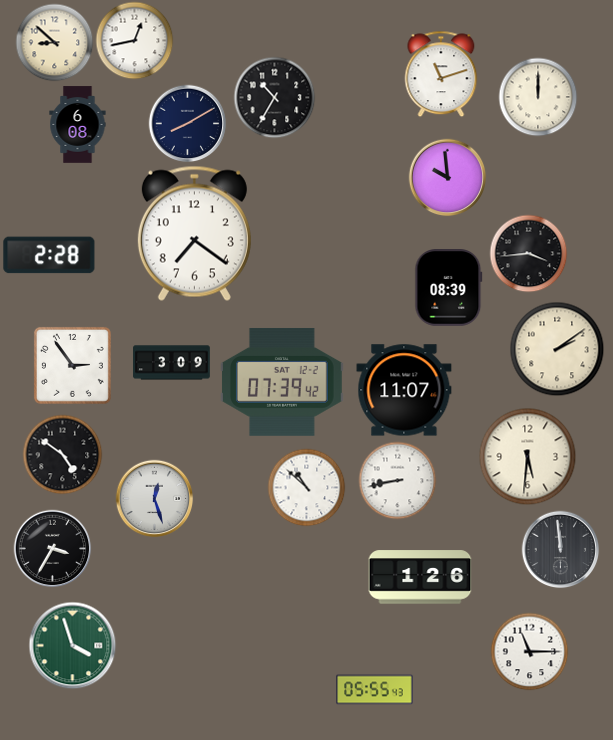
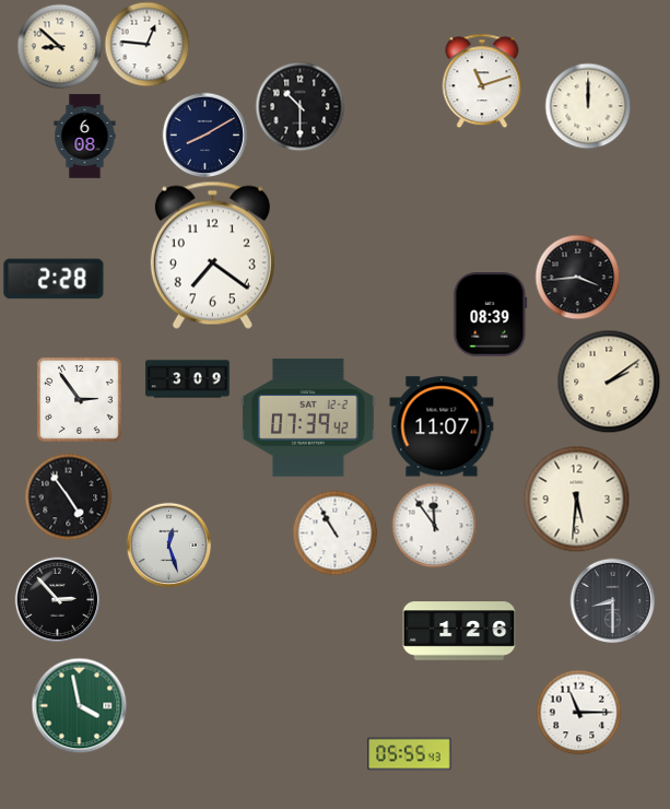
clock at (134, 40): 12:43 -> 12:46
clock at (274, 97): 10:35 -> 10:30
clock at (447, 177): 9:59 -> none
clock at (172, 363) position: (172, 363) -> (188, 379)
clock at (62, 454): 4:51 -> 4:54
clock at (397, 480): 8:43 -> 11:54
clock at (306, 487): 10:52 -> 10:55
clock at (52, 548): 3:35 -> 2:53
clock at (560, 549): 11:59 -> 8:30
clock at (72, 645): 3:57 -> 3:58
